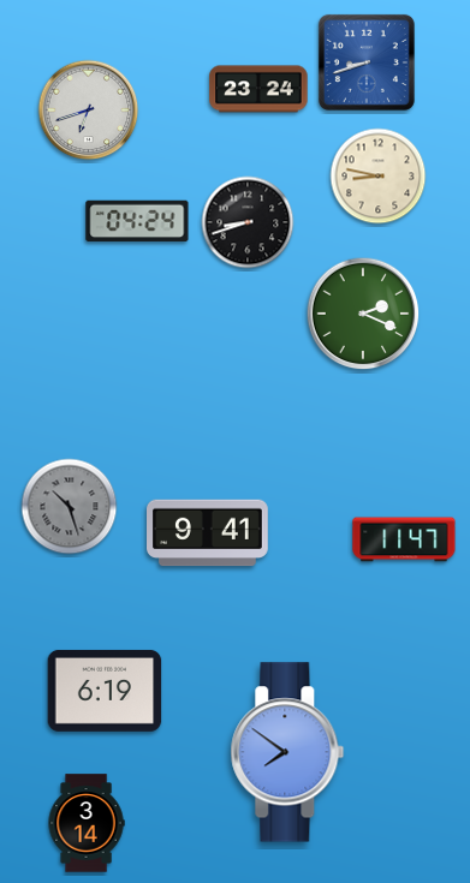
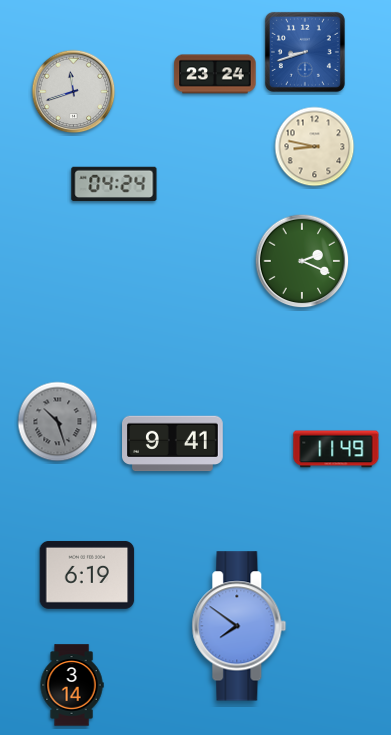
clock at (89, 111): 6:42 -> 11:42
clock at (248, 222): 8:42 -> none
clock at (404, 539): 11:47 -> 11:49
